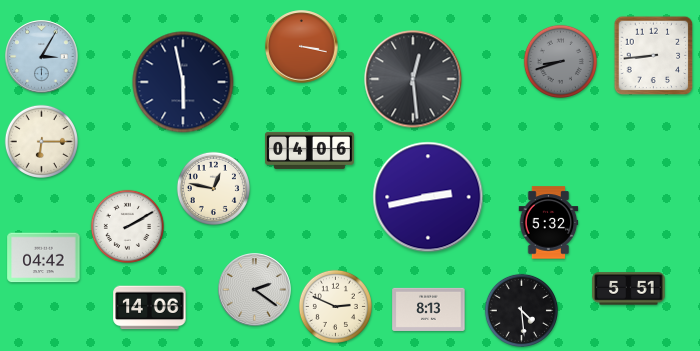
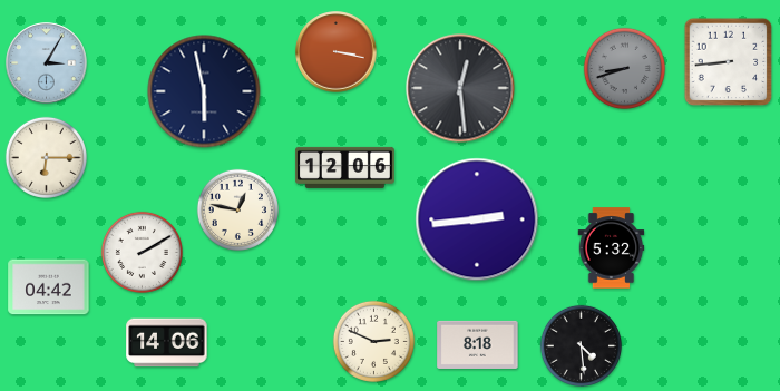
clock at (310, 150): 04:06 -> 12:06
clock at (428, 197): 2:43 -> 2:44
clock at (629, 289): 5:51 -> none
clock at (255, 290): 2:21 -> none
clock at (429, 309): 8:13 -> 8:18
